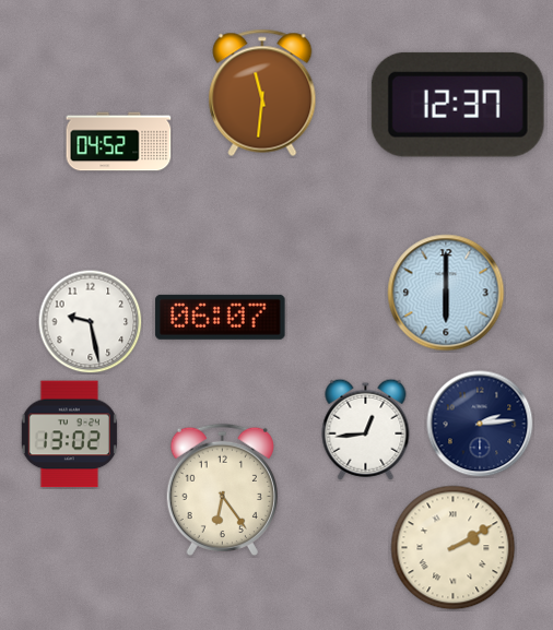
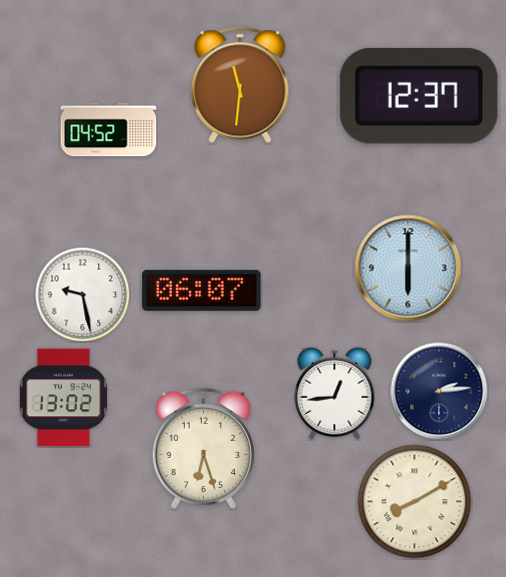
clock at (480, 424) position: (480, 424) -> (439, 391)
clock at (222, 490): 6:24 -> 6:27
clock at (454, 548): 2:10 -> 8:10
